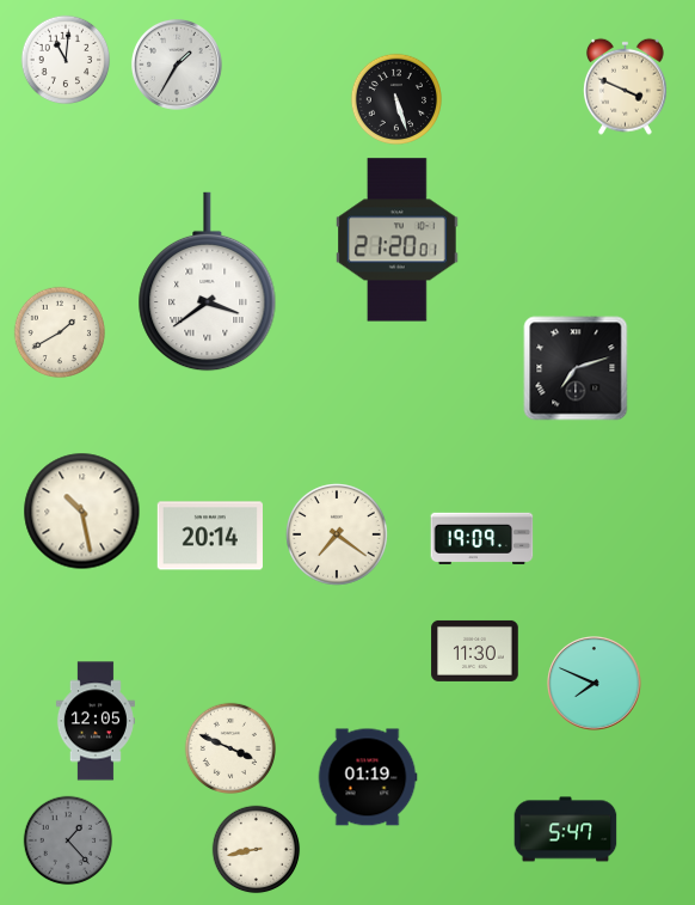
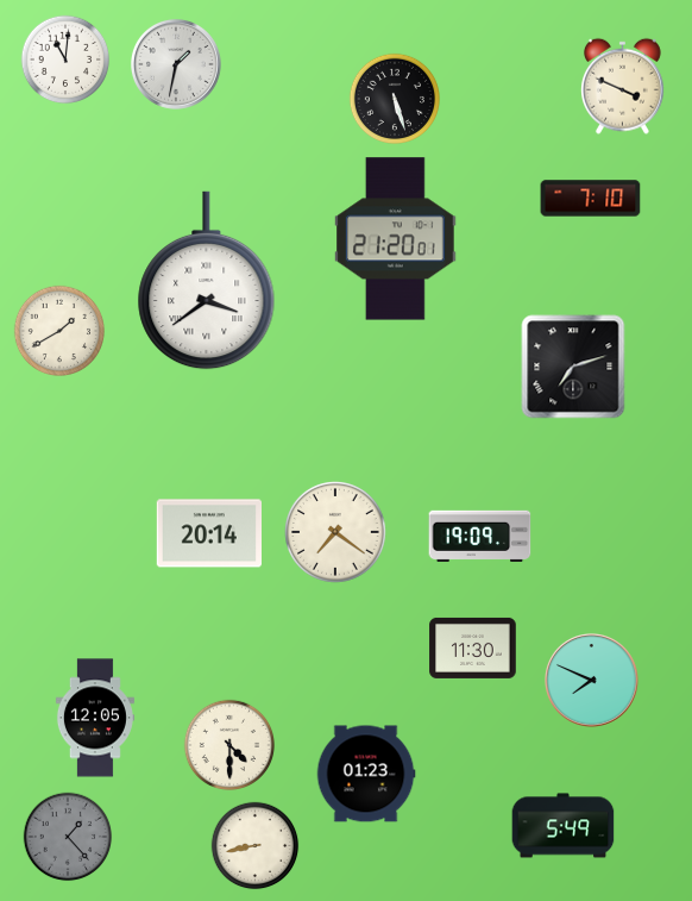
clock at (178, 66): 1:35 -> 1:32
clock at (591, 199): none -> 7:10
clock at (82, 512): 10:28 -> none
clock at (229, 747): 3:49 -> 4:30
clock at (368, 777): 01:19 -> 01:23
clock at (566, 830): 5:47 -> 5:49
